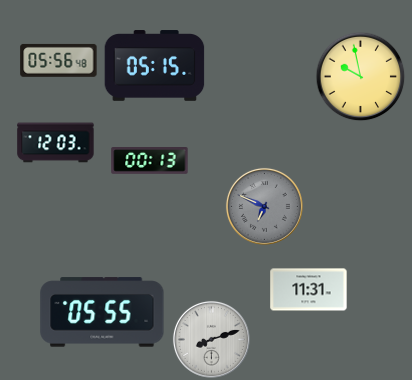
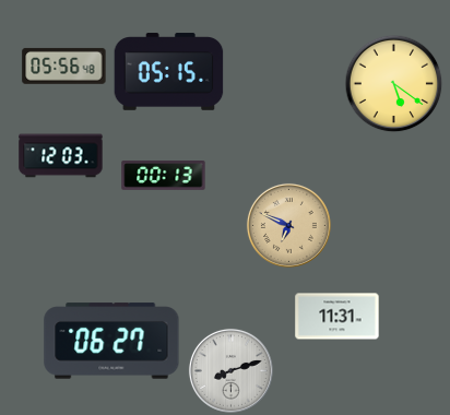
clock at (360, 76): 9:58 -> 5:21
clock at (264, 206) dial: grey -> champagne
clock at (102, 312): 05:55 -> 06:27
